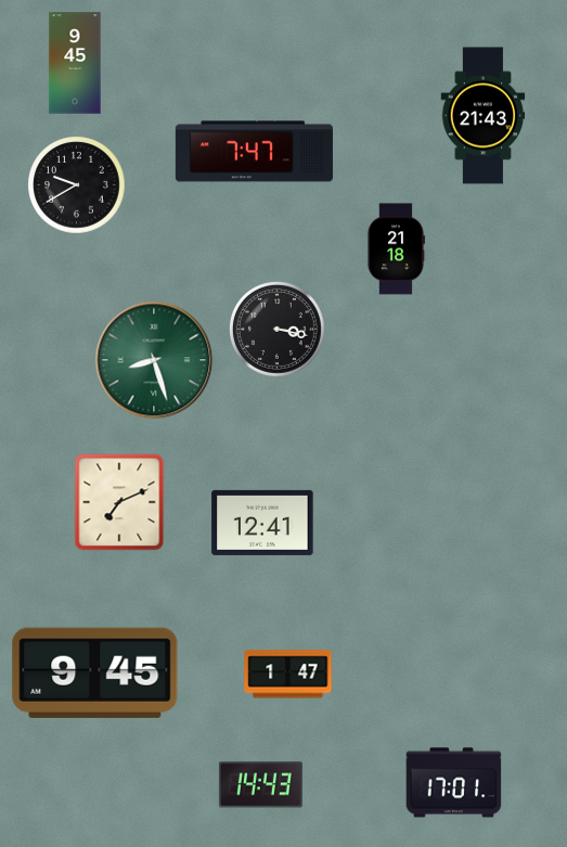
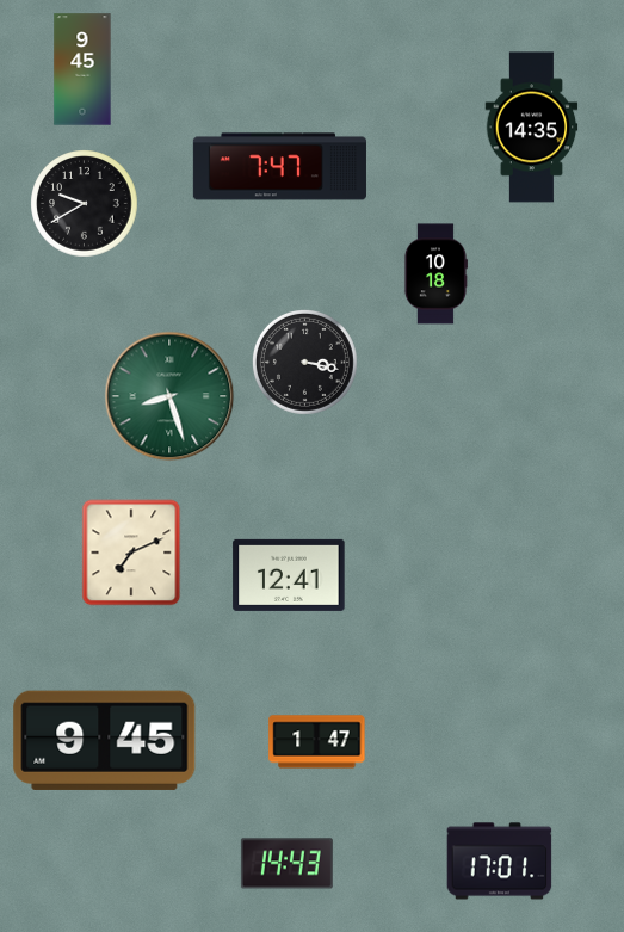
clock at (484, 116): 21:43 -> 14:35
clock at (396, 249): 21:18 -> 10:18
